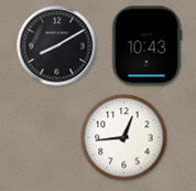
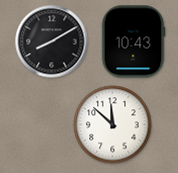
clock at (124, 138): 12:44 -> 11:52
